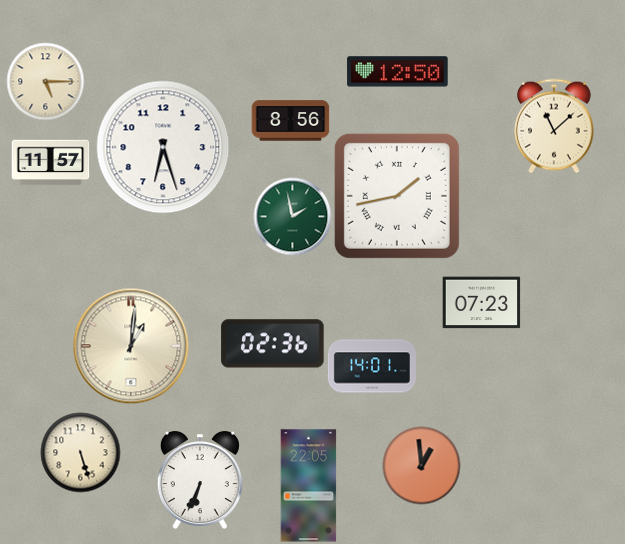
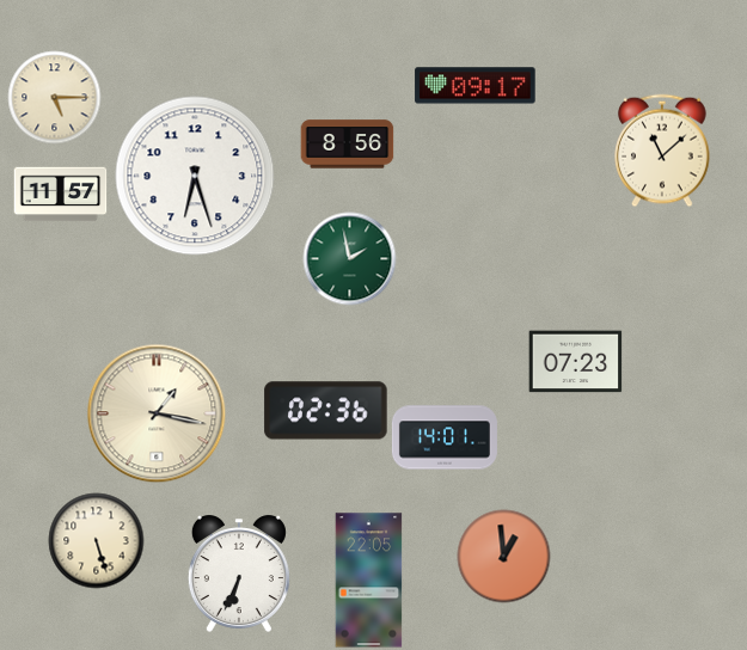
clock at (398, 72): 12:50 -> 09:17
clock at (397, 196): 1:43 -> none
clock at (131, 346): 1:01 -> 1:17
